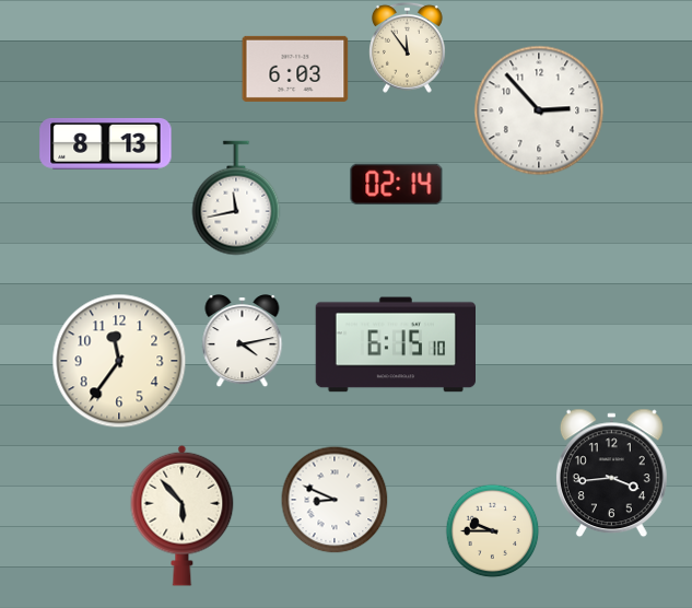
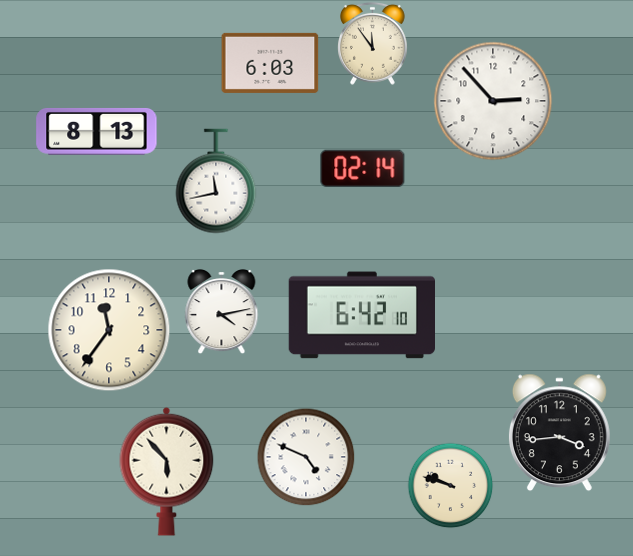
clock at (395, 344): 6:15 -> 6:42
clock at (335, 500): 8:49 -> 4:49
clock at (492, 530): 9:45 -> 9:48
